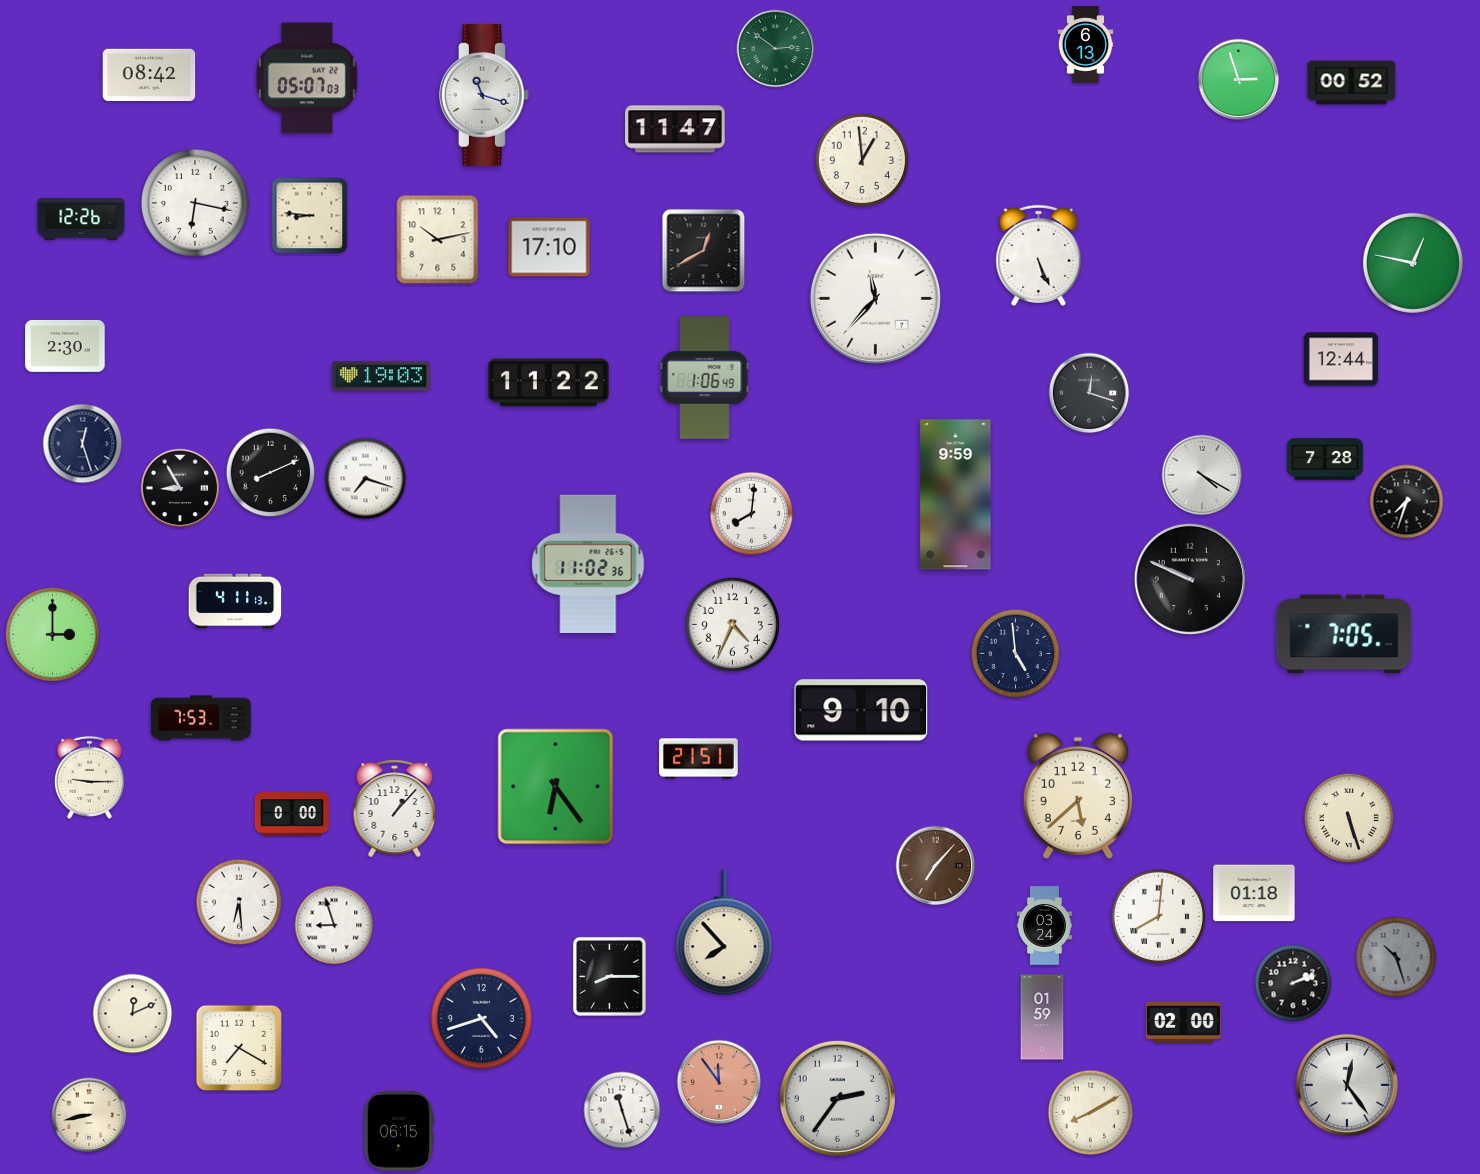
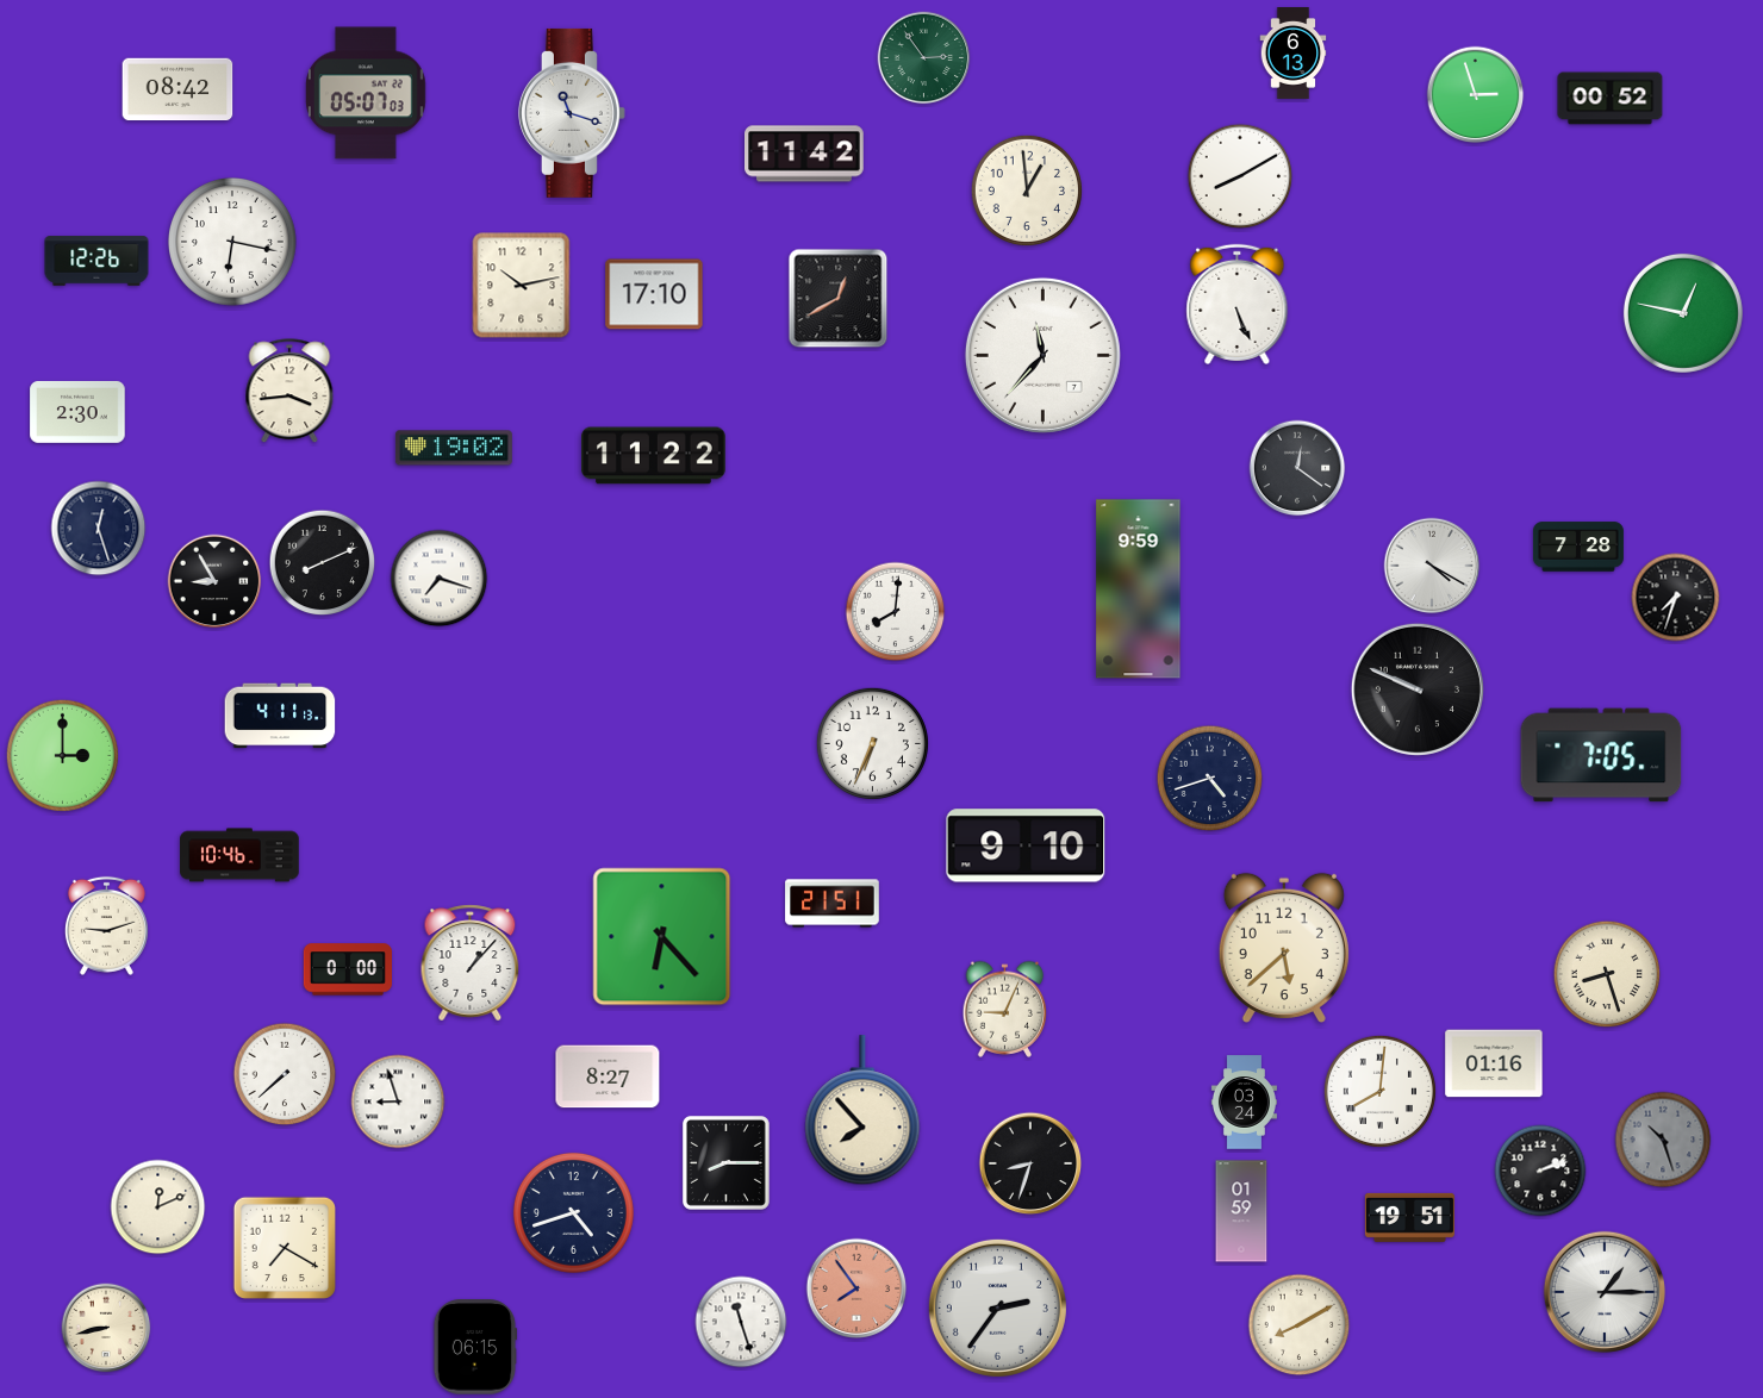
clock at (776, 49): 2:51 -> 2:54
clock at (484, 95) position: (484, 95) -> (572, 113)
clock at (675, 129): 11:47 -> 11:42
clock at (1240, 176): none -> 8:10
clock at (310, 216): 8:46 -> none
clock at (289, 392): none -> 3:44
clock at (1341, 359): 12:44 -> none
clock at (381, 376): 19:03 -> 19:02
clock at (705, 378): 1:06 -> none
clock at (1089, 393): 12:18 -> 12:21
clock at (366, 479) position: (366, 479) -> (440, 579)
clock at (588, 564): 11:02 -> none
clock at (732, 624): 4:34 -> 6:34
clock at (1016, 654): 4:59 -> 4:42
clock at (201, 718): 7:53 -> 10:46
clock at (89, 777): 9:15 -> 9:12
clock at (556, 787): 6:24 -> 6:23
clock at (1349, 818): 5:27 -> 8:27
clock at (1005, 1009): none -> 9:04
clock at (936, 866): 7:07 -> none
clock at (1254, 893): 01:18 -> 01:16
clock at (239, 902): 6:29 -> 7:38
clock at (608, 1076): none -> 8:27
clock at (1030, 1163): none -> 8:33
clock at (1183, 1022): 02:00 -> 19:51
clock at (719, 1082): 11:54 -> 7:54
clock at (1347, 1085): 12:24 -> 1:15
